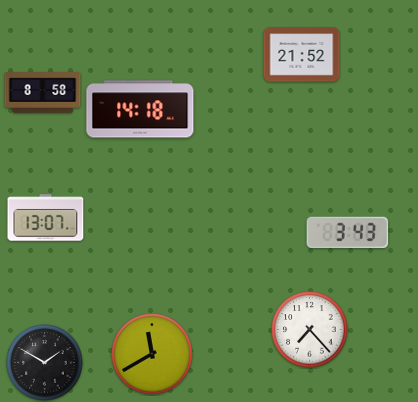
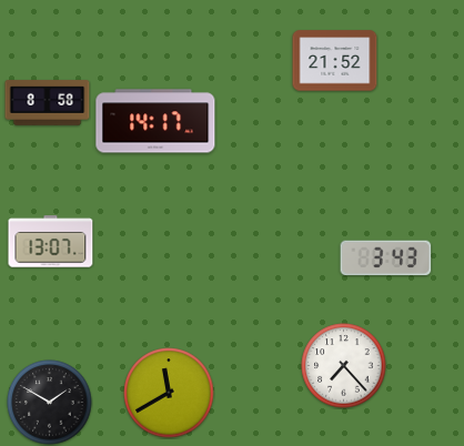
clock at (140, 109): 14:18 -> 14:17
